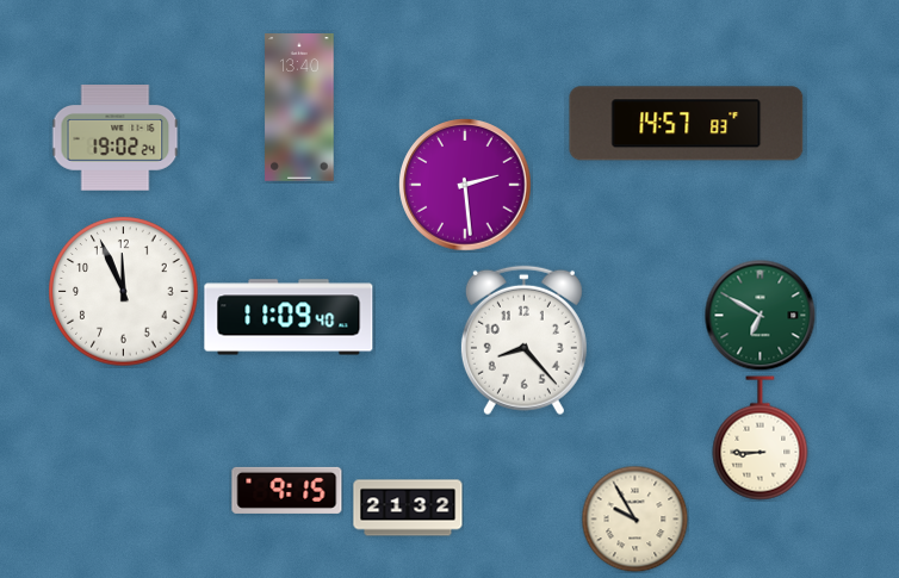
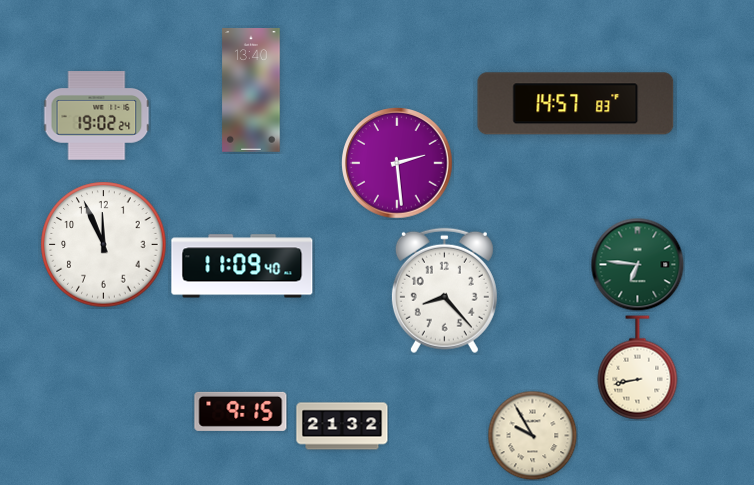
clock at (465, 185) position: (465, 185) -> (397, 163)
clock at (759, 315): 6:50 -> 6:46
clock at (523, 341) position: (523, 341) -> (444, 291)
clock at (761, 439): 8:45 -> 8:43
